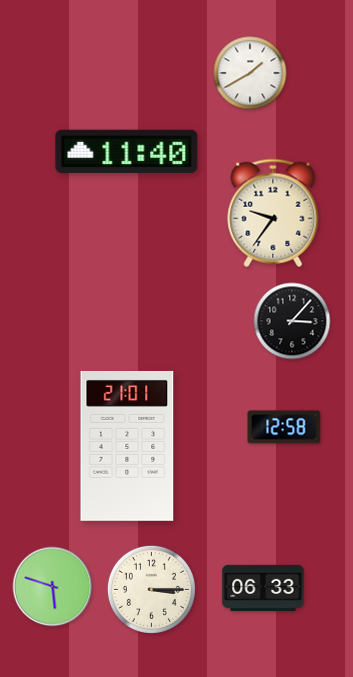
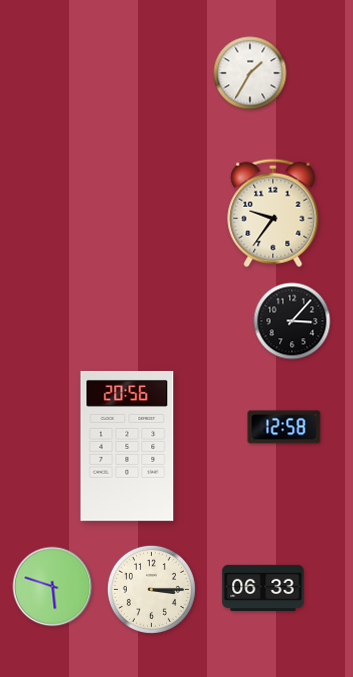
clock at (250, 73): 1:40 -> 1:35
clock at (127, 151): 11:40 -> none
clock at (127, 446): 21:01 -> 20:56
